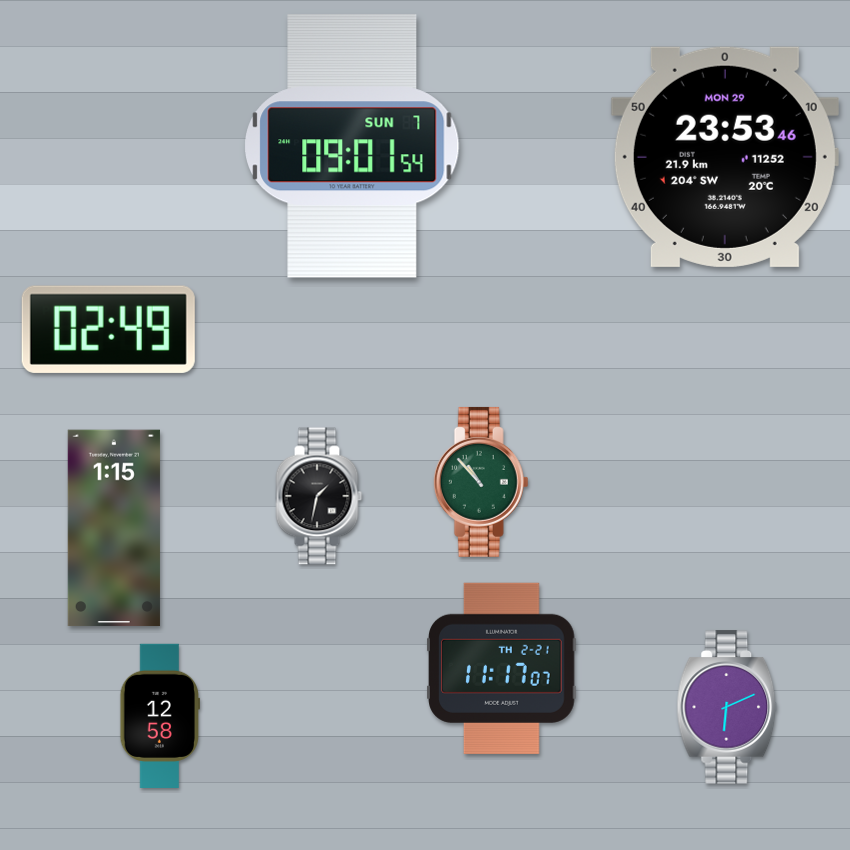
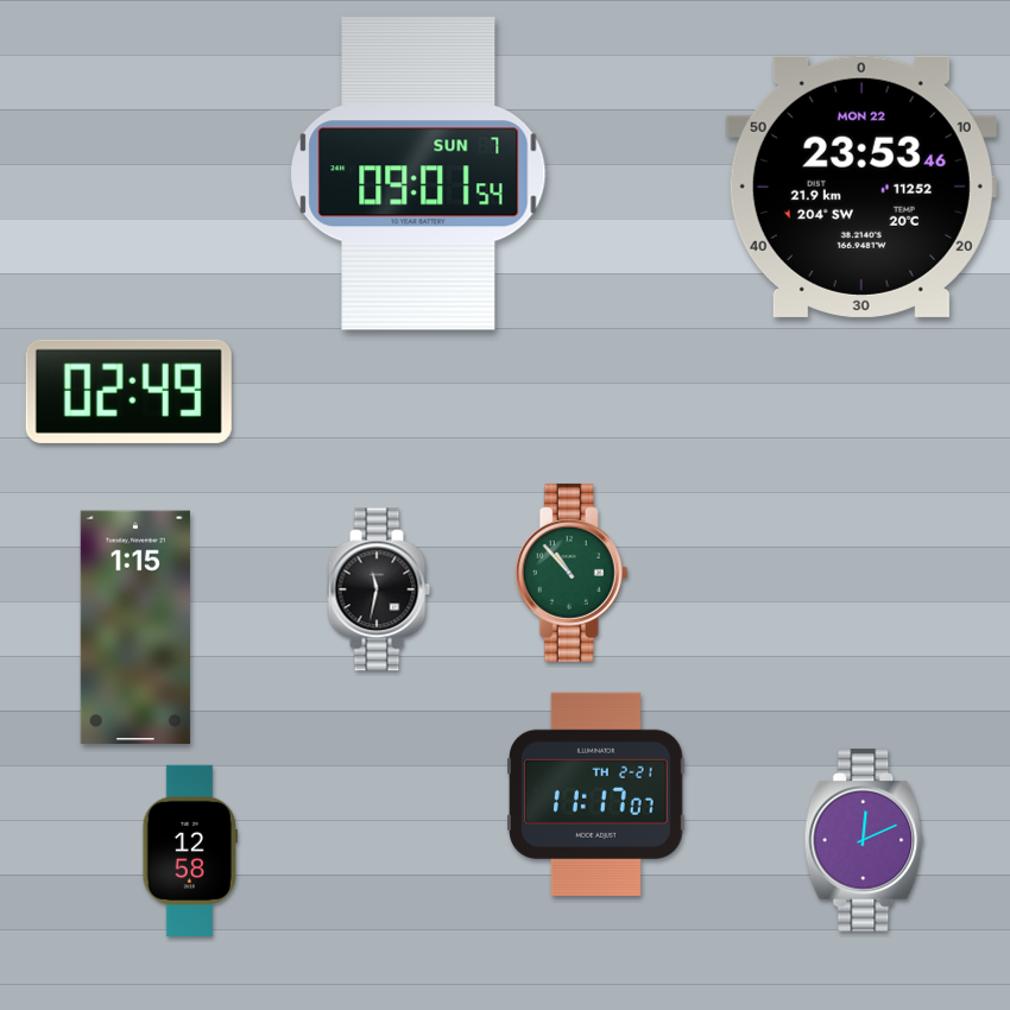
clock at (725, 157) date: MON 29 -> MON 22
clock at (319, 496): 1:32 -> 11:32
clock at (727, 707): 6:11 -> 12:11
